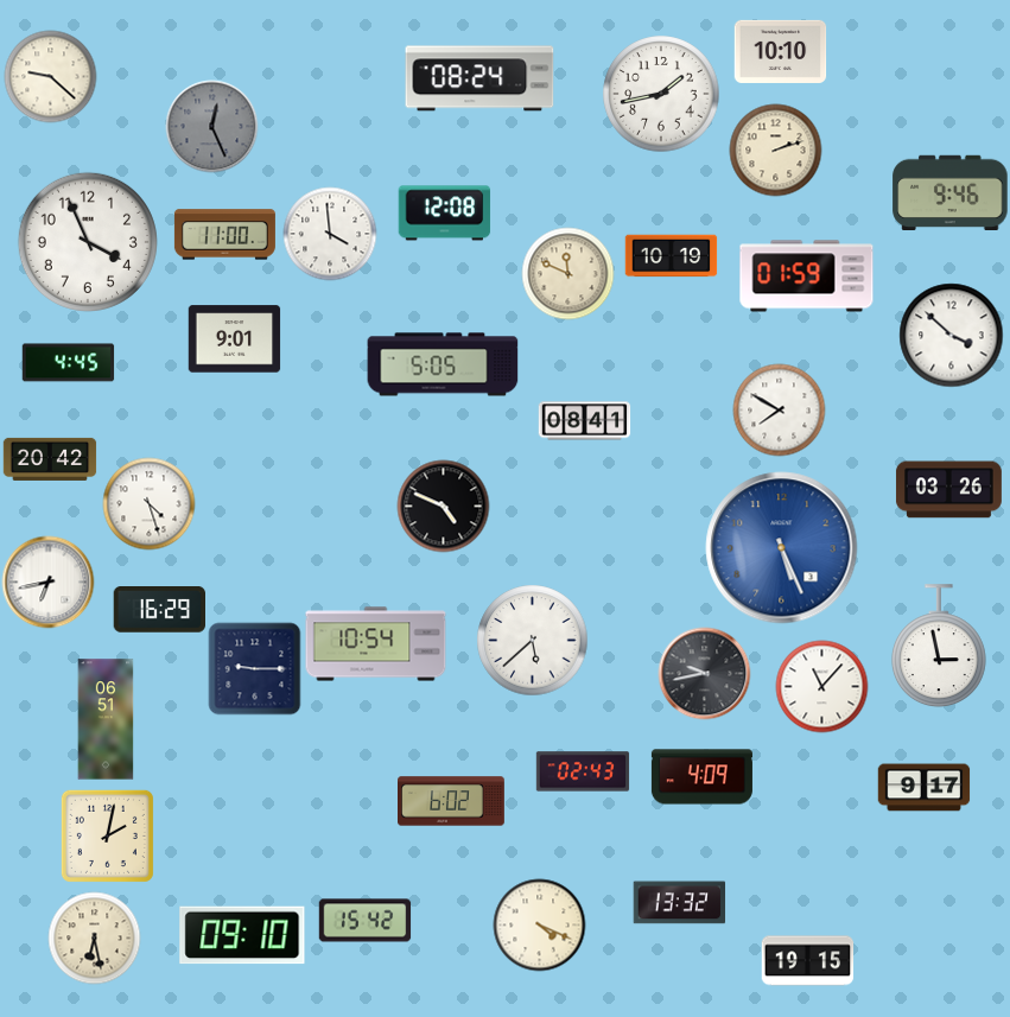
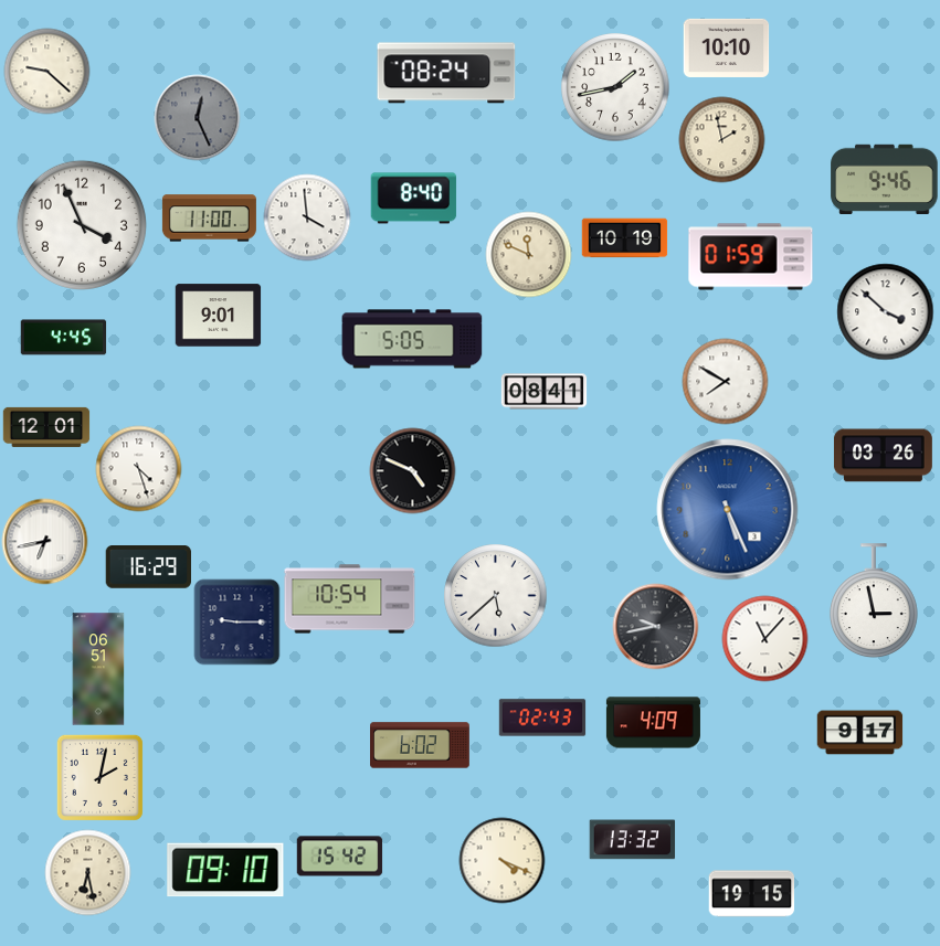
clock at (775, 150): 2:12 -> 1:58
clock at (444, 214): 12:08 -> 8:40
clock at (50, 459): 20:42 -> 12:01
